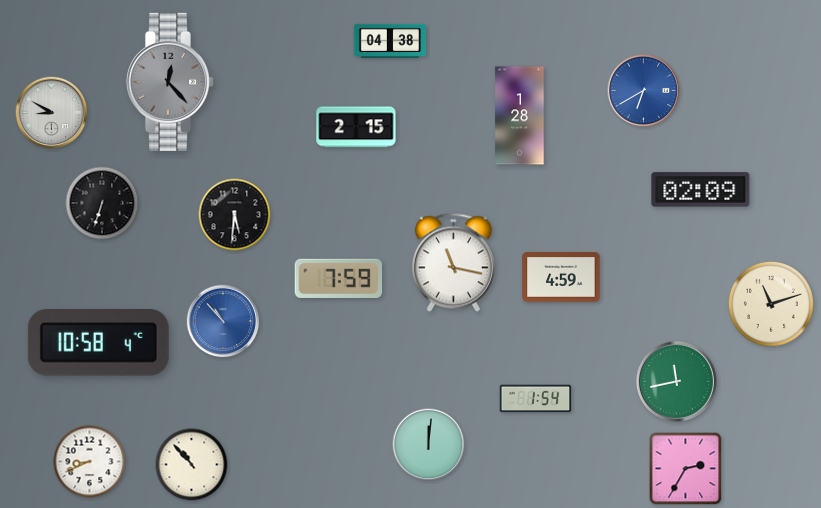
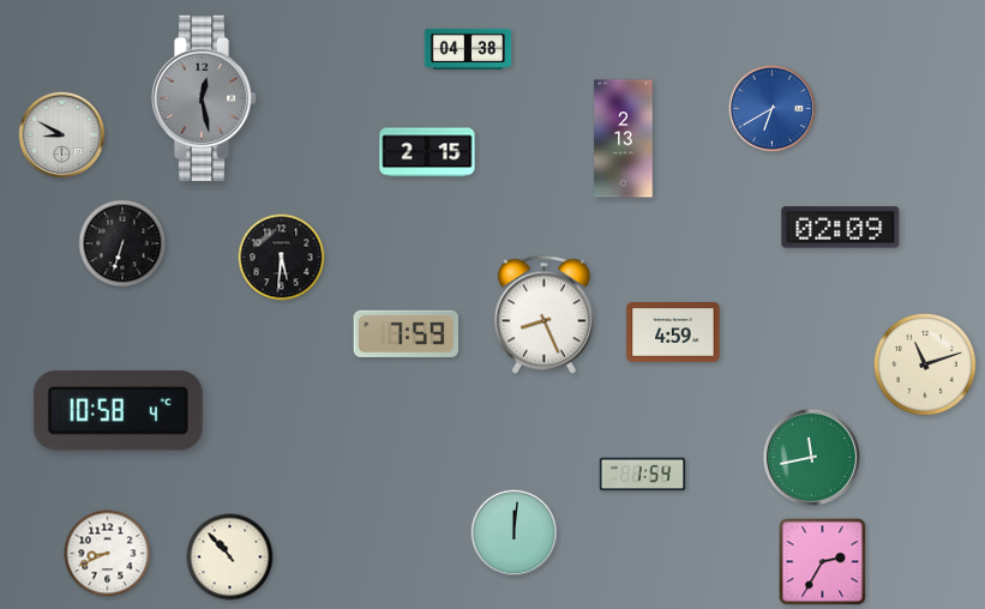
clock at (170, 82): 12:23 -> 12:28
clock at (520, 116): 1:28 -> 2:13
clock at (453, 263): 11:17 -> 8:26
clock at (223, 321): 10:53 -> none
clock at (536, 399) position: (536, 399) -> (643, 475)
